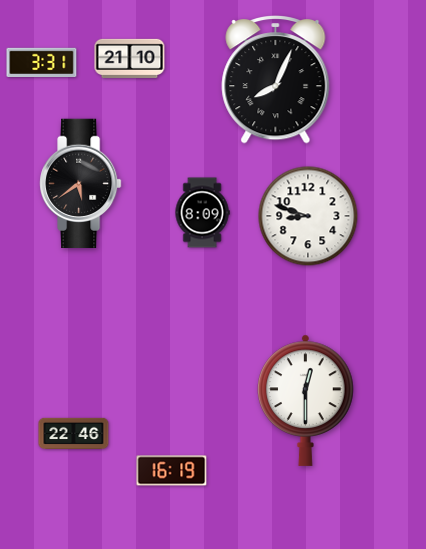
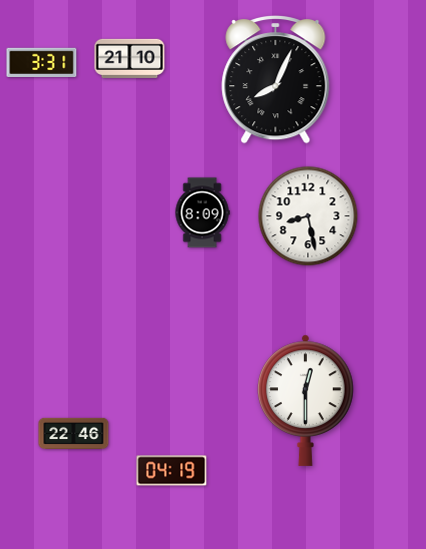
clock at (81, 184): 5:39 -> none
clock at (308, 216): 8:48 -> 8:28
clock at (172, 471): 16:19 -> 04:19
